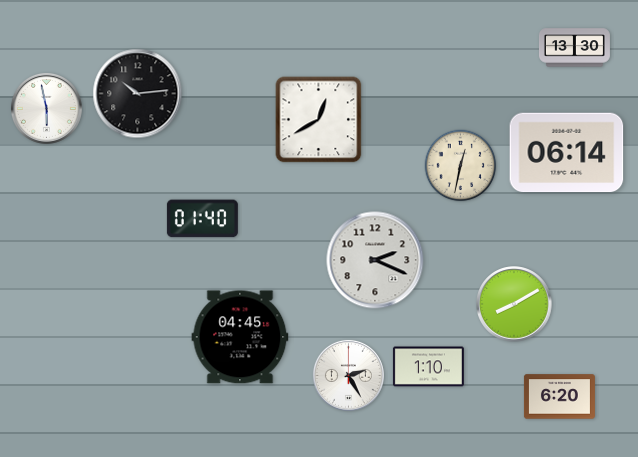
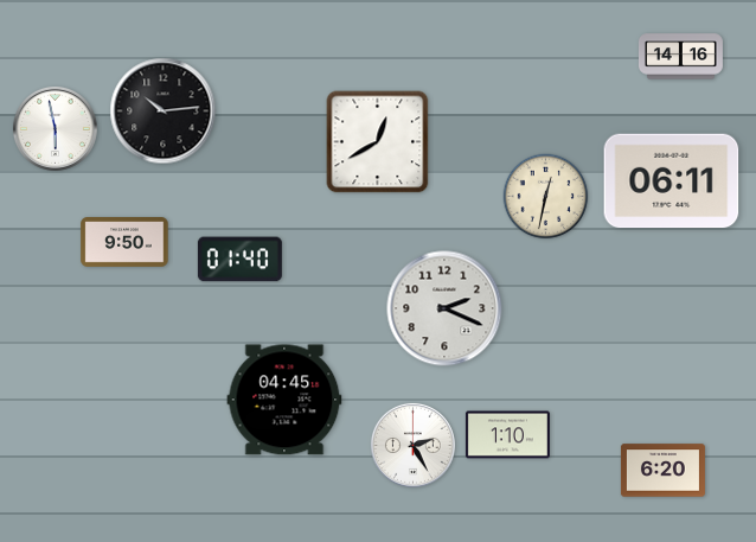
clock at (574, 48): 13:30 -> 14:16
clock at (567, 153): 06:14 -> 06:11
clock at (124, 243): none -> 9:50
clock at (514, 304): 8:10 -> none
